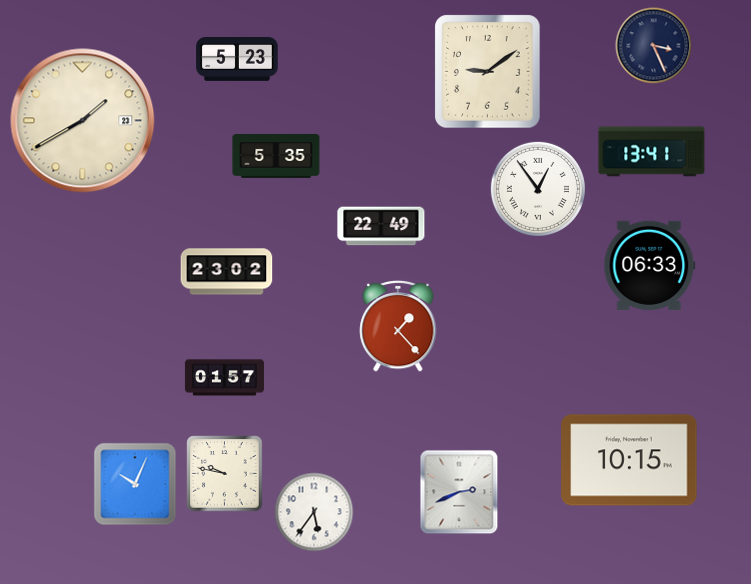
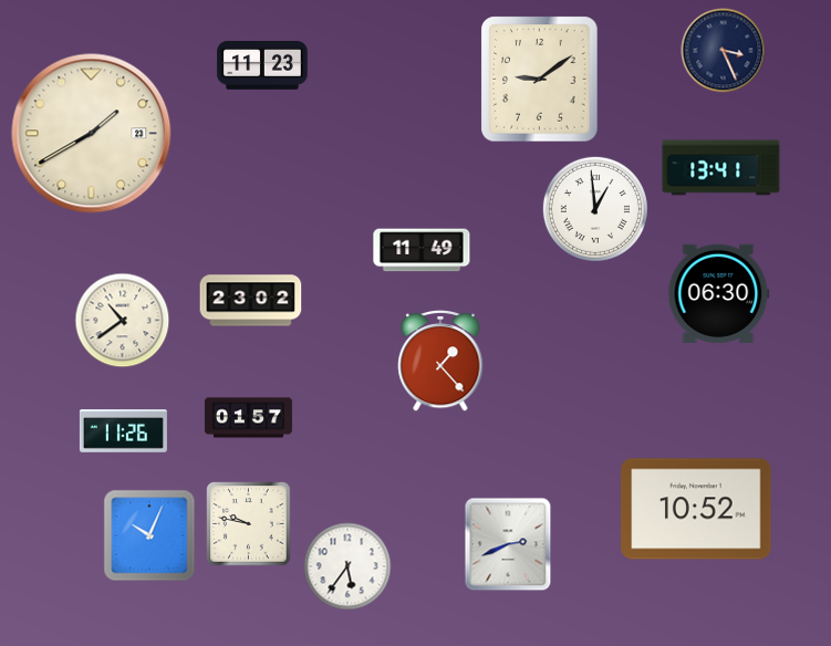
clock at (237, 60): 5:23 -> 11:23
clock at (276, 156): 5:35 -> none
clock at (538, 189): 12:54 -> 12:59
clock at (381, 226): 22:49 -> 11:49
clock at (650, 265): 06:33 -> 06:30
clock at (123, 321): none -> 10:39
clock at (123, 431): none -> 11:26
clock at (629, 460): 10:15 -> 10:52
